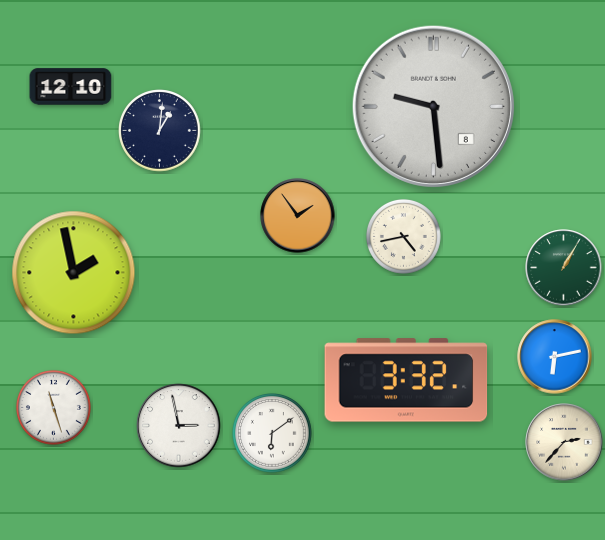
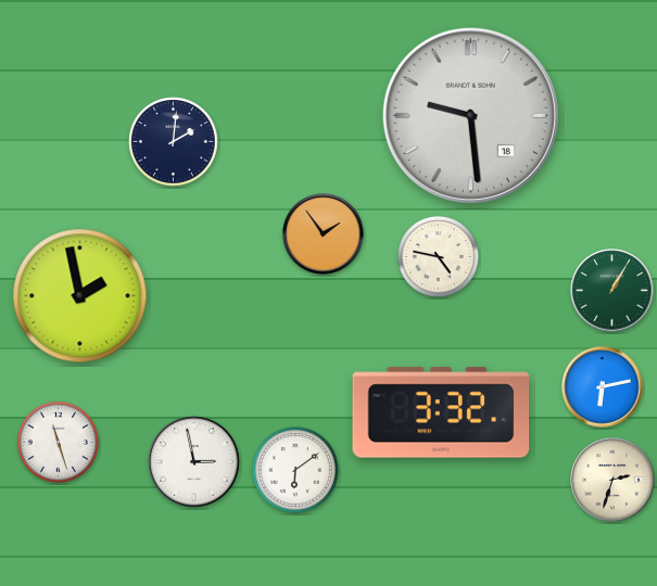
clock at (71, 87): 12:10 -> none
clock at (433, 106) date: 8 -> 18
clock at (160, 131): 1:01 -> 2:01
clock at (403, 236): 4:43 -> 4:47
clock at (564, 442): 2:37 -> 2:33
